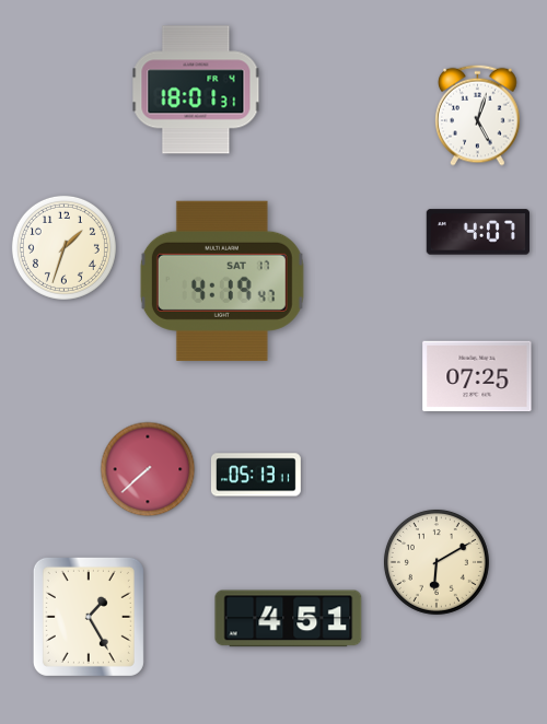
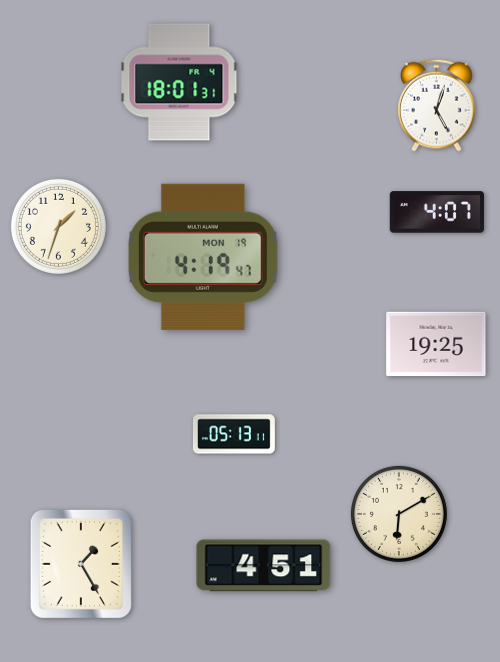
clock at (222, 281) date: SAT 17 -> MON 19
clock at (477, 376): 07:25 -> 19:25
clock at (148, 469): 7:38 -> none
